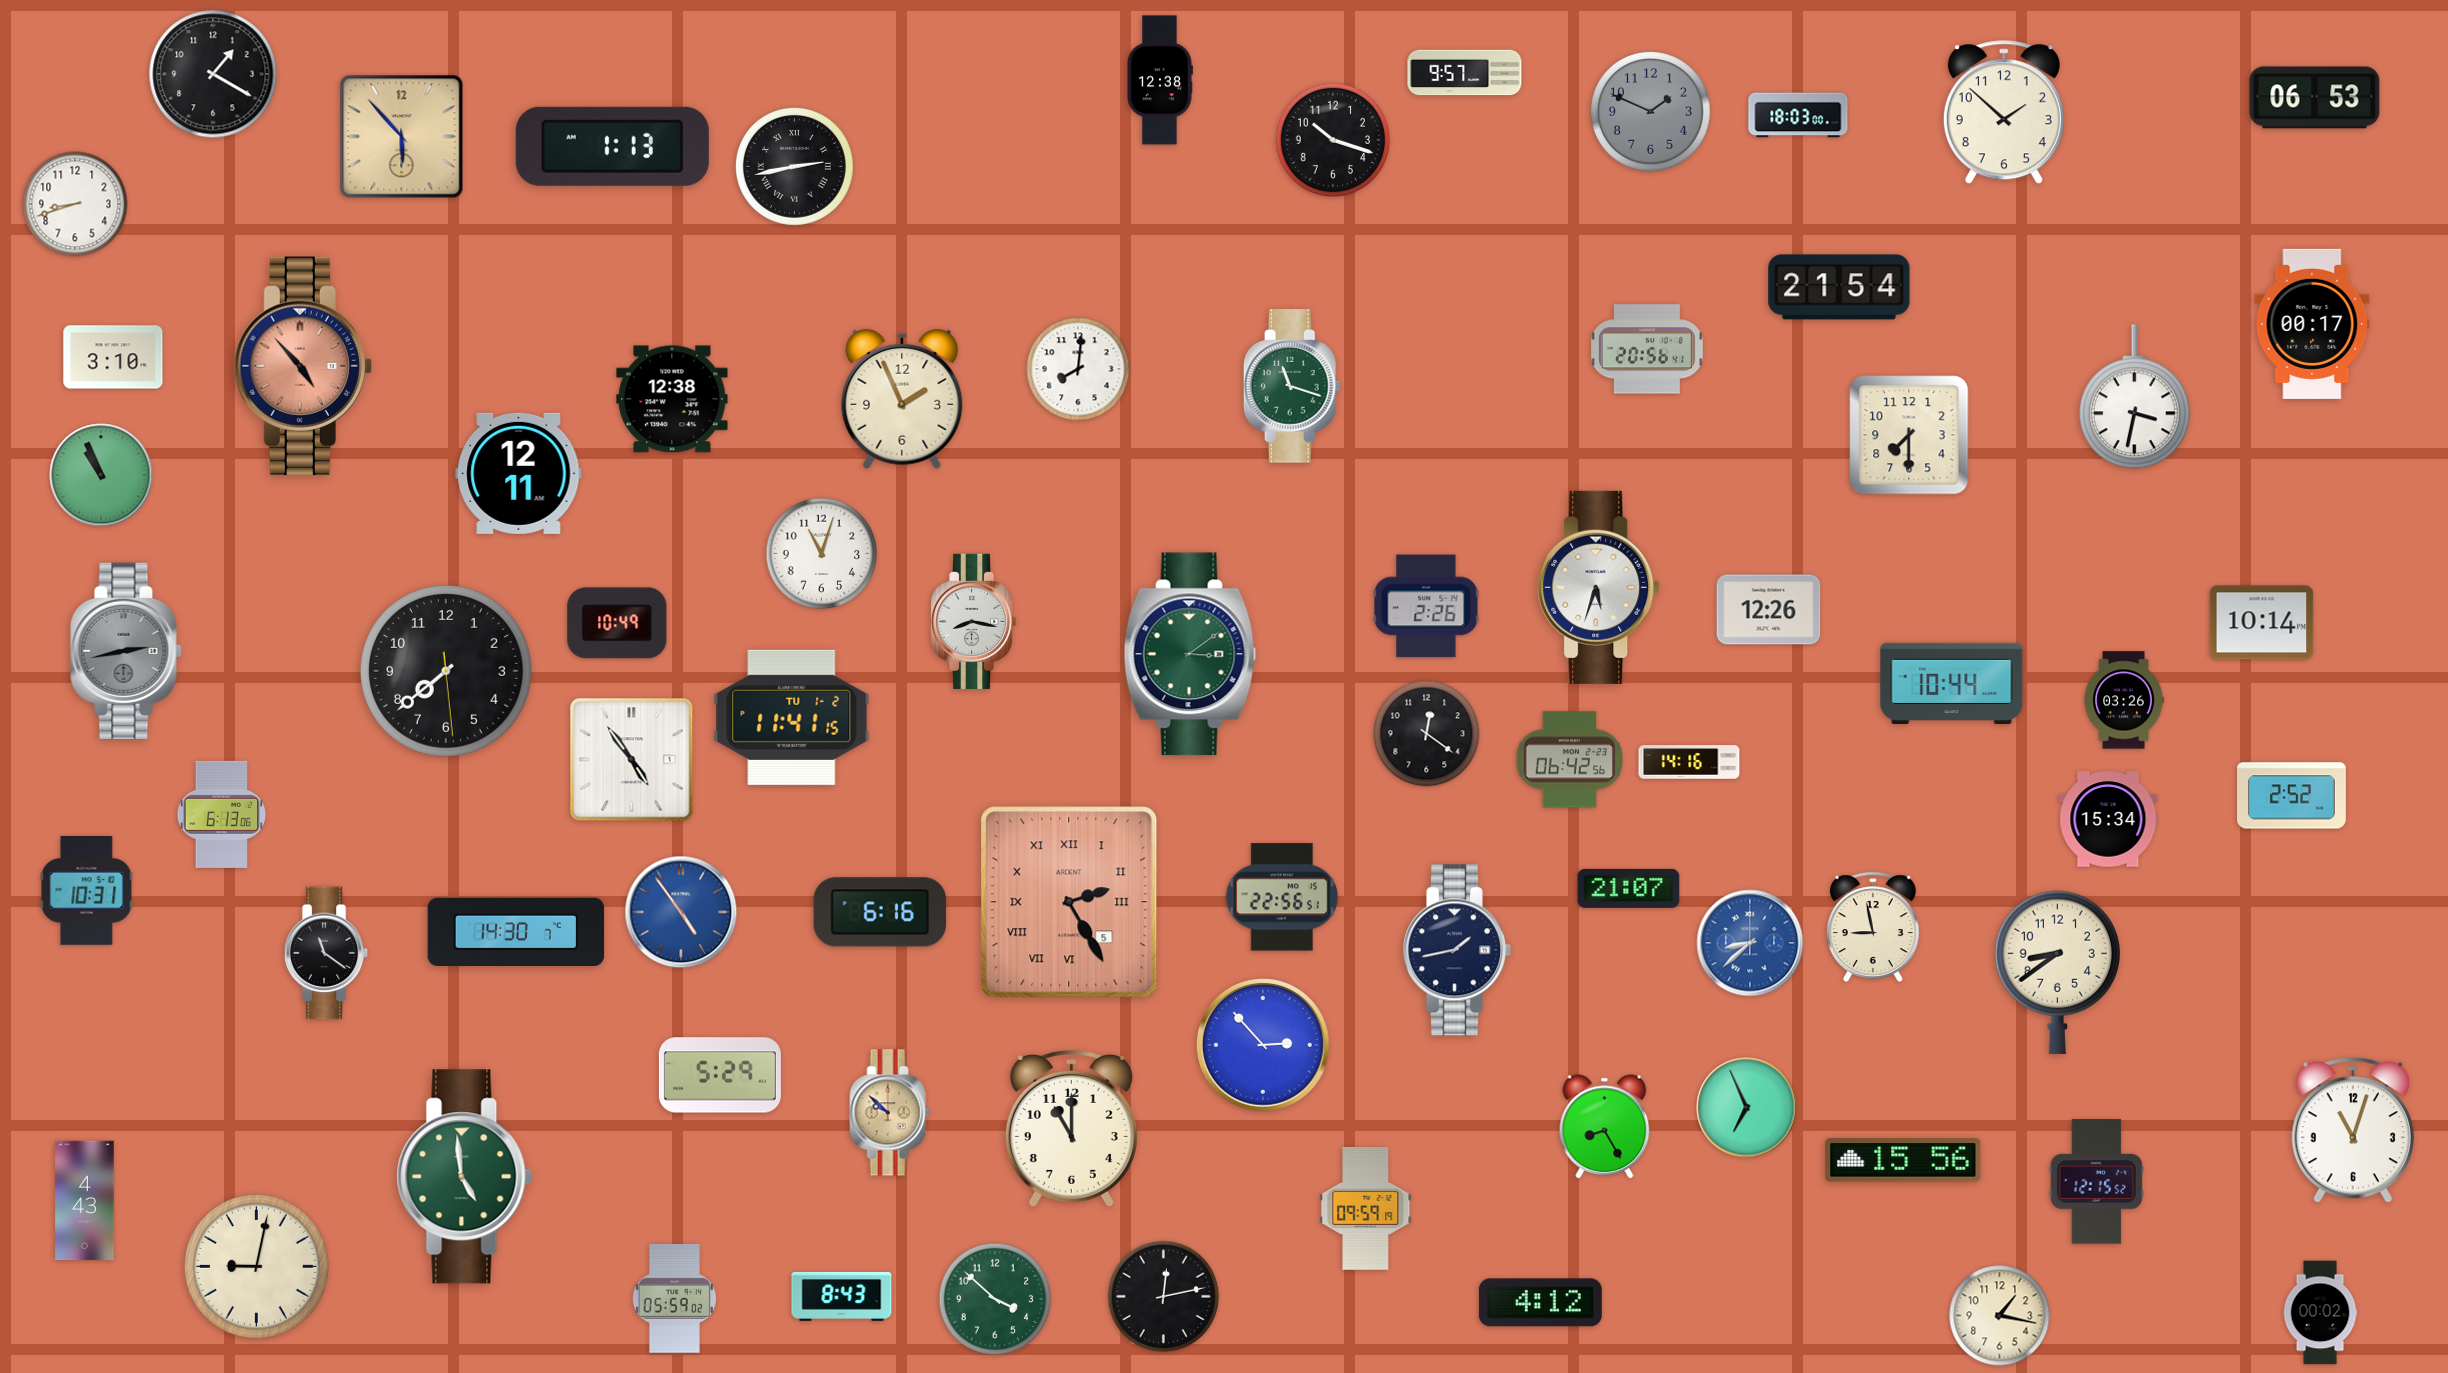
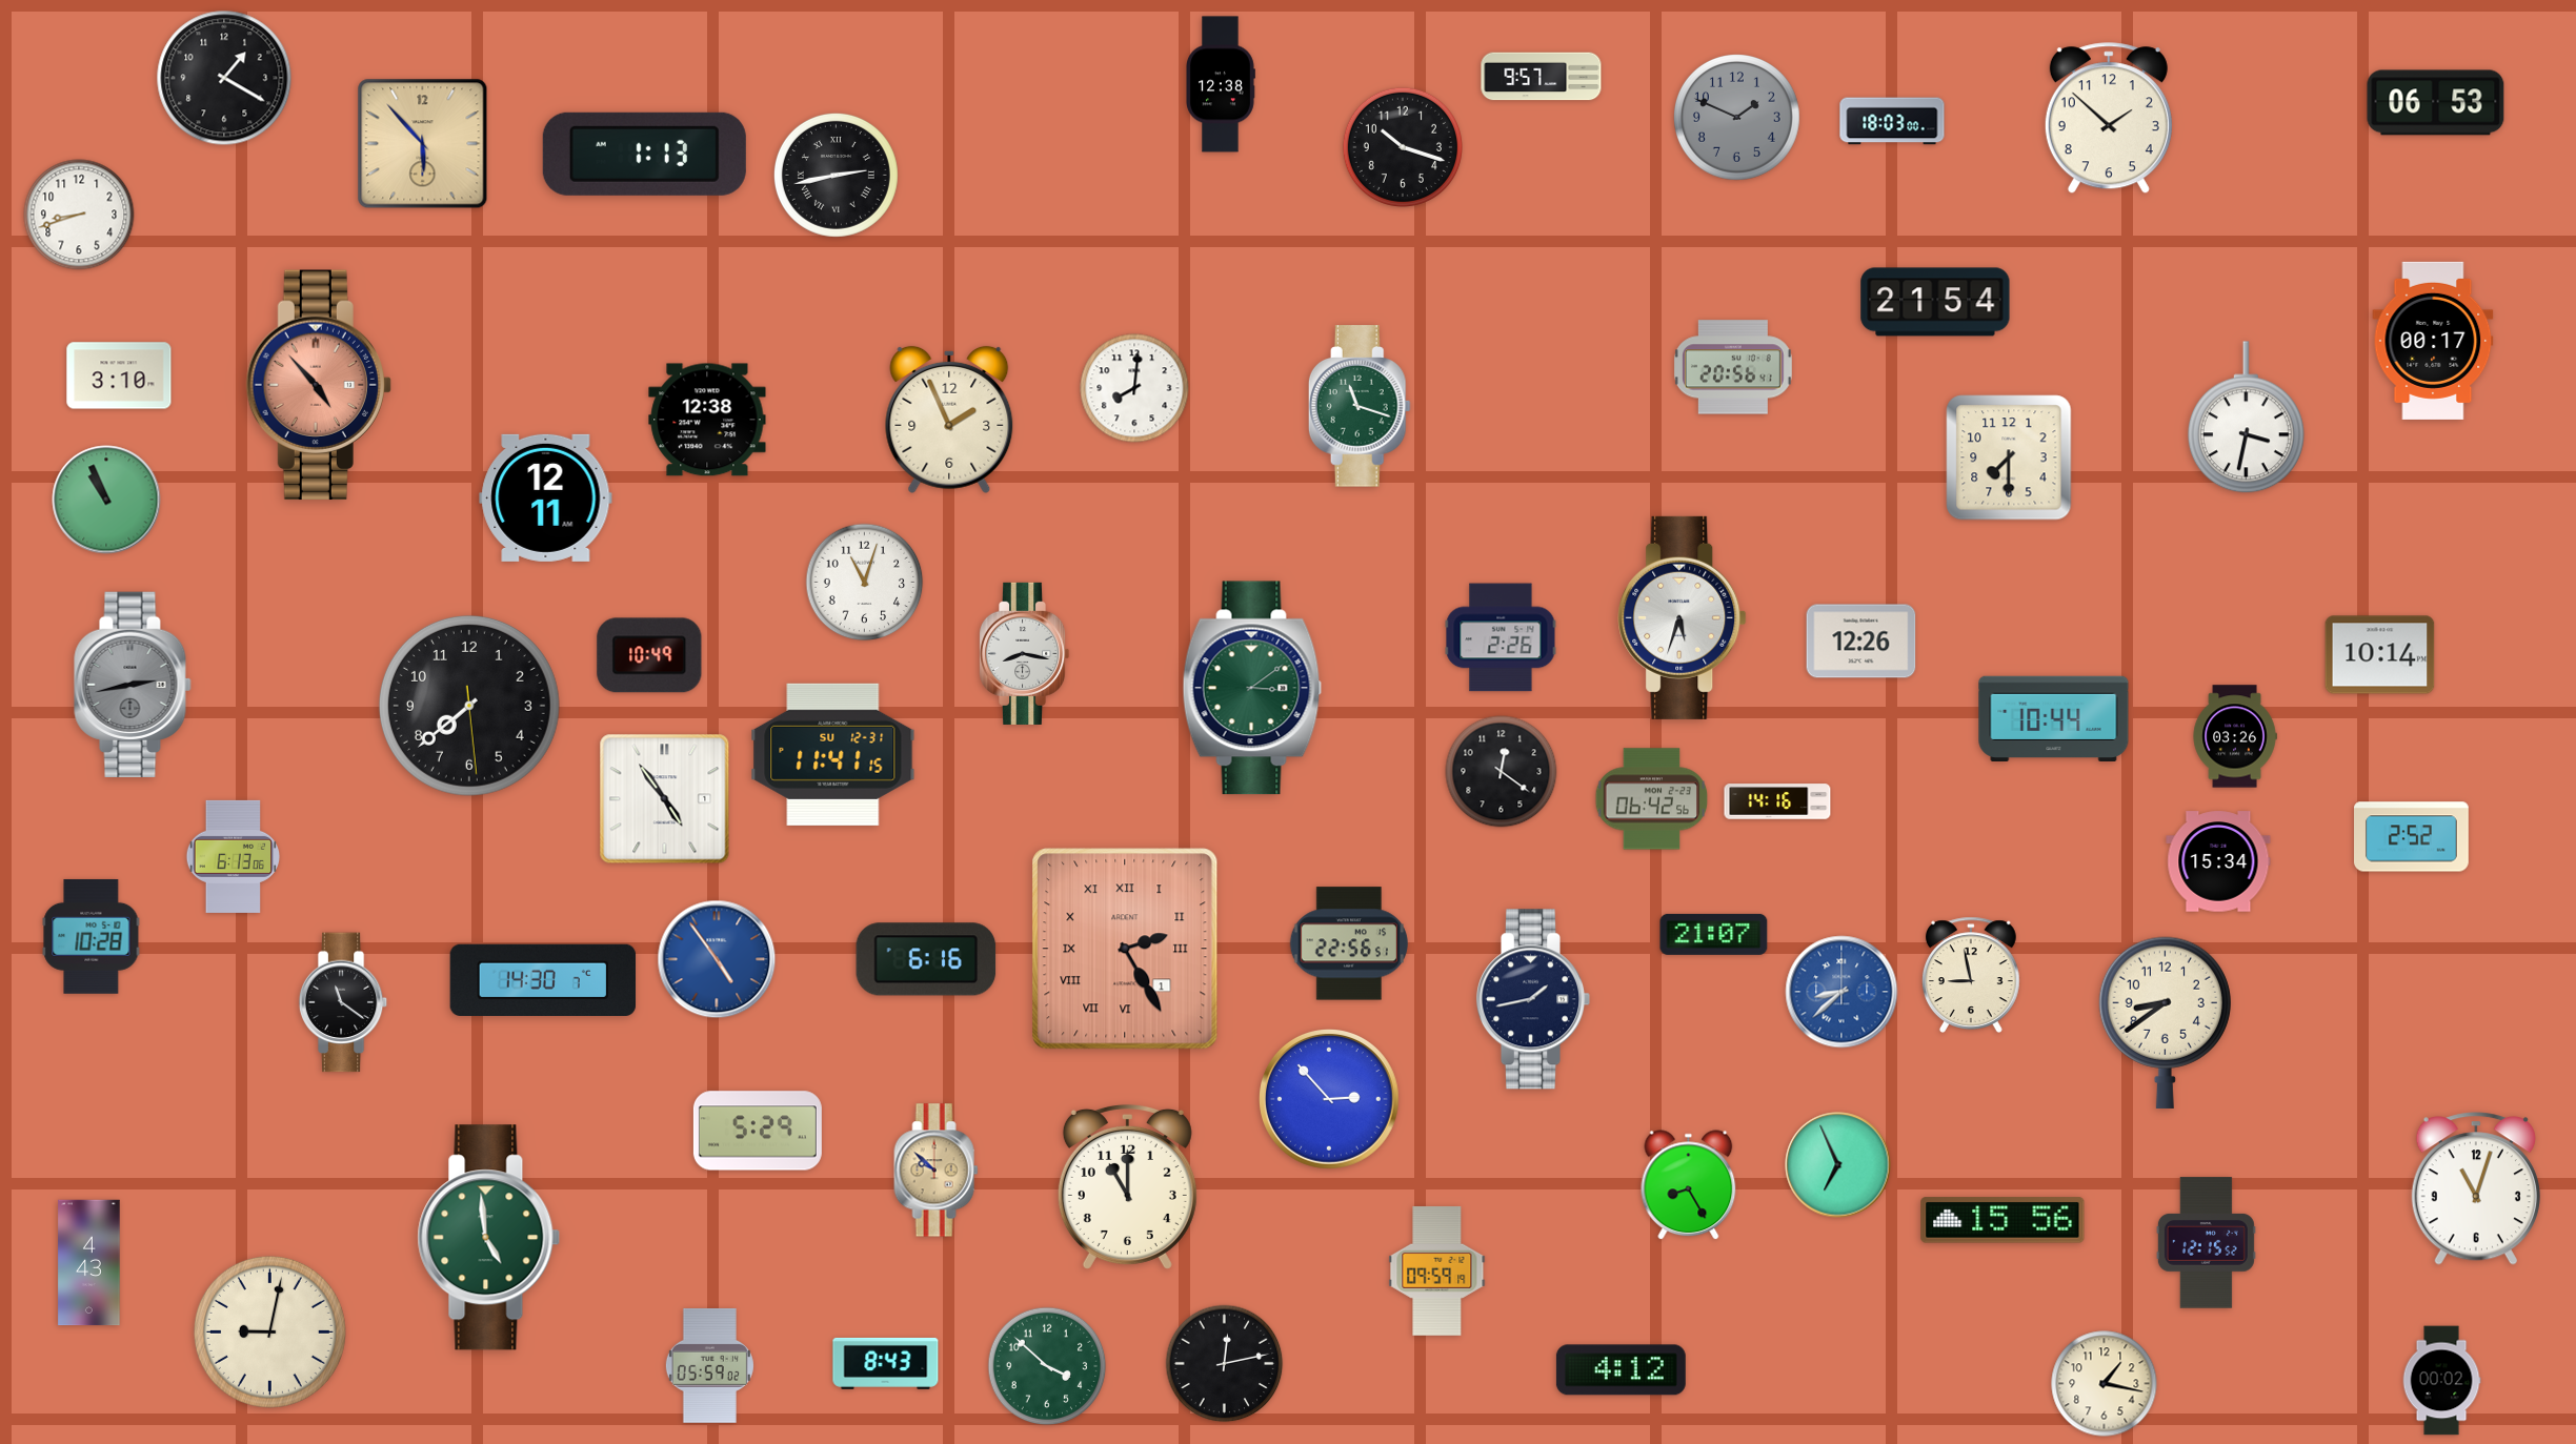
clock at (792, 717) date: TU 1-2 -> SU 12-31
clock at (87, 890): 10:31 -> 10:28
clock at (1069, 902) date: 5 -> 1
